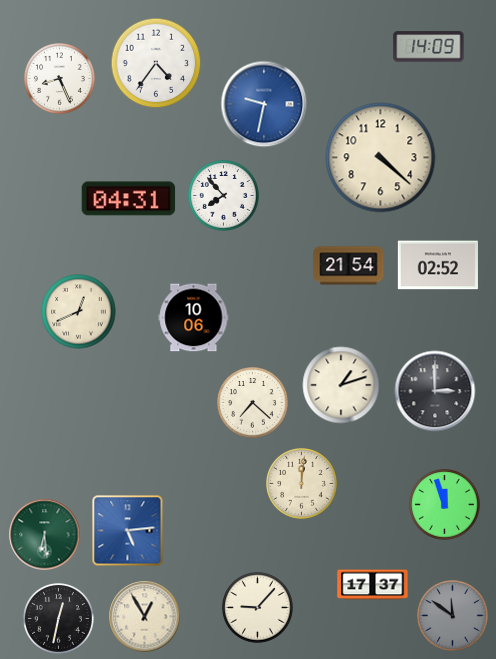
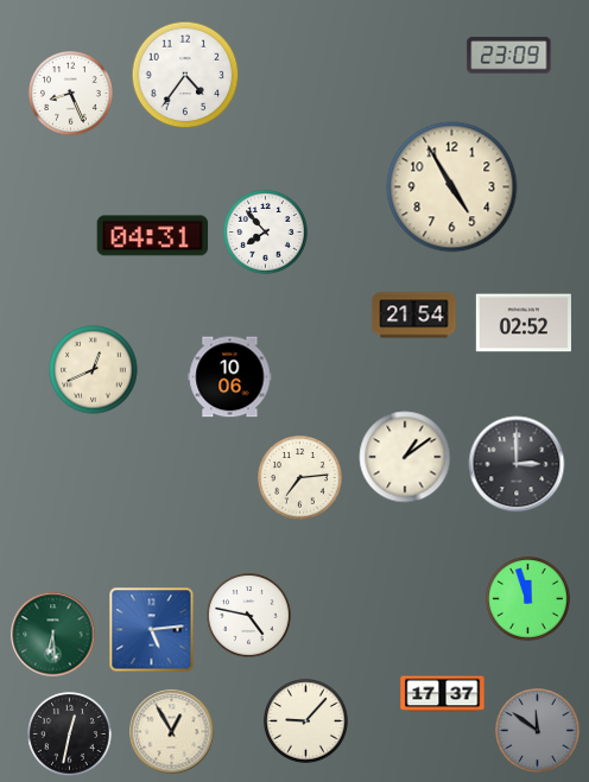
clock at (429, 47): 14:09 -> 23:09
clock at (264, 104): 9:32 -> none
clock at (381, 158): 4:22 -> 4:55
clock at (438, 265) position: (438, 265) -> (524, 323)
clock at (341, 385): 1:12 -> 1:09
clock at (253, 403): 7:22 -> 7:14
clock at (302, 484): 12:01 -> none
clock at (249, 616): none -> 4:47
